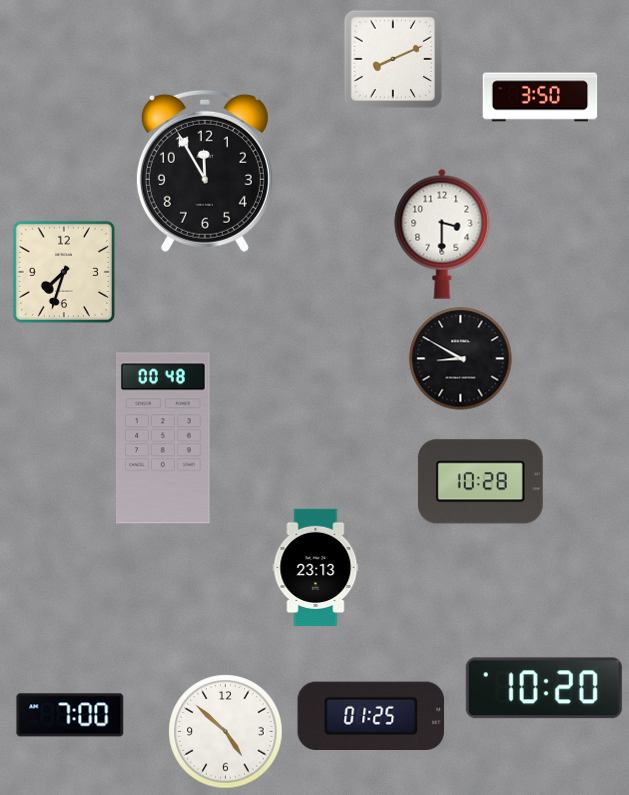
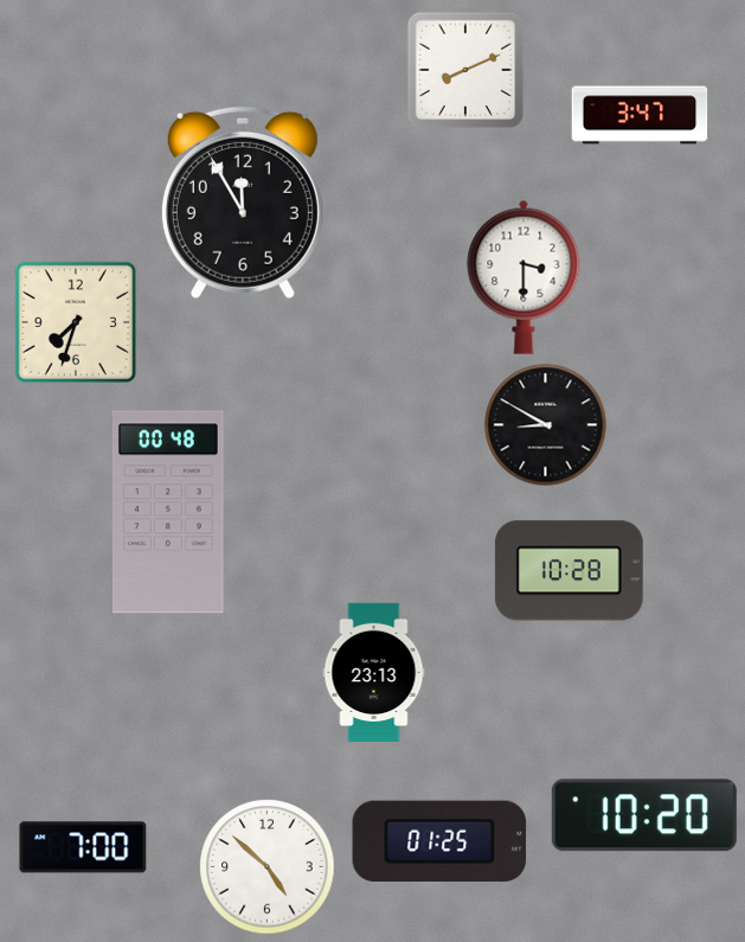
clock at (540, 97): 3:50 -> 3:47
clock at (164, 438) position: (164, 438) -> (169, 512)
clock at (371, 715) position: (371, 715) -> (439, 840)
